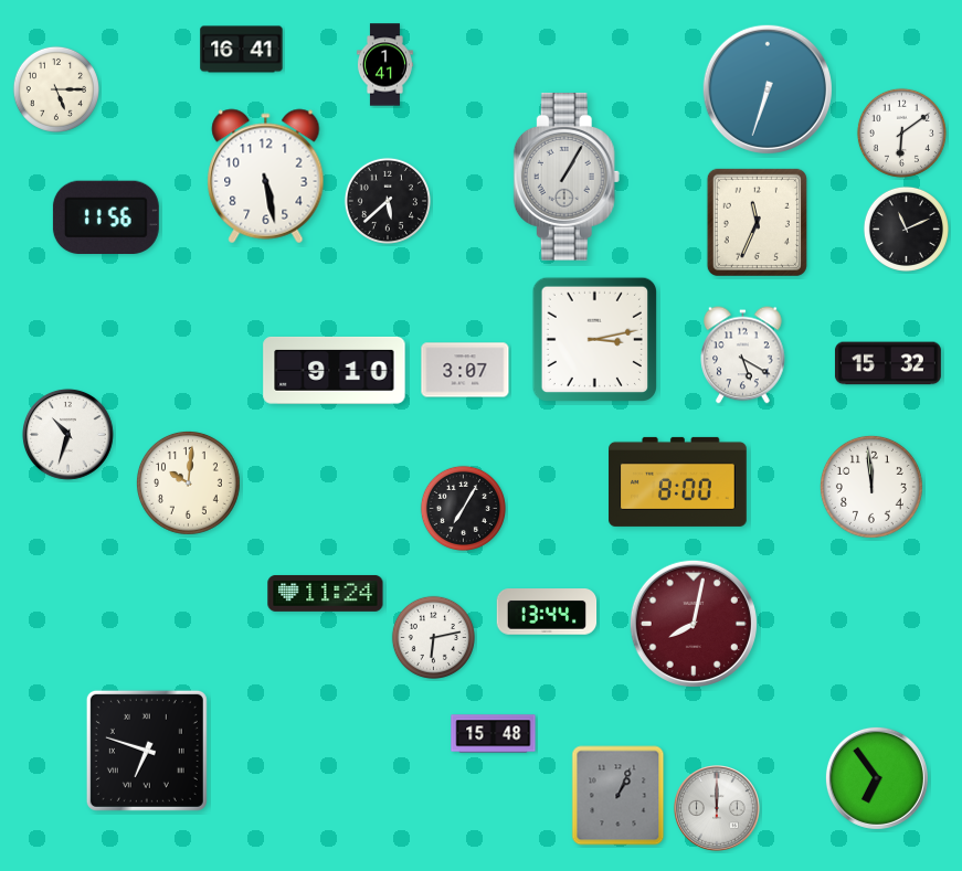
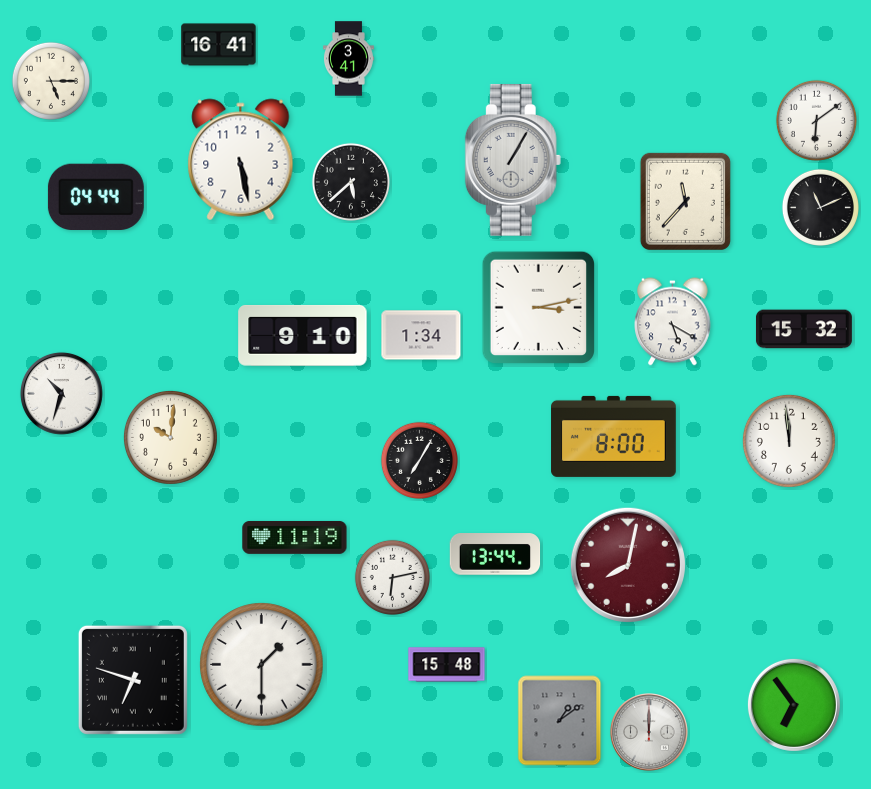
clock at (384, 65): 1:41 -> 3:41
clock at (768, 89): 6:33 -> none
clock at (106, 216): 11:56 -> 04:44
clock at (757, 222): 11:34 -> 11:37
clock at (465, 370): 3:07 -> 1:34
clock at (326, 593): 11:24 -> 11:19
clock at (262, 665): none -> 1:30
clock at (619, 796): 1:04 -> 1:09
